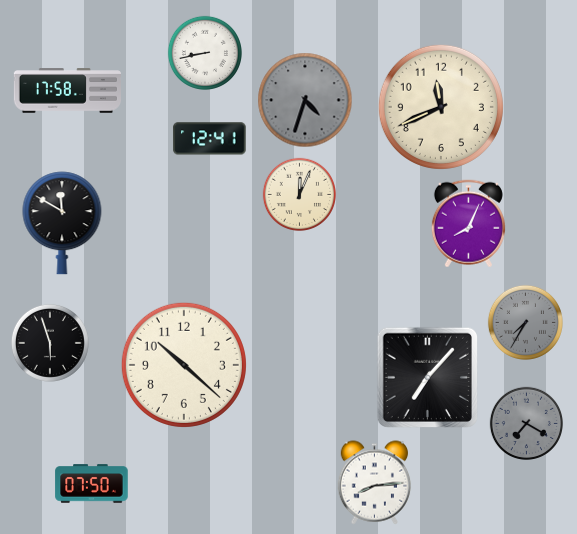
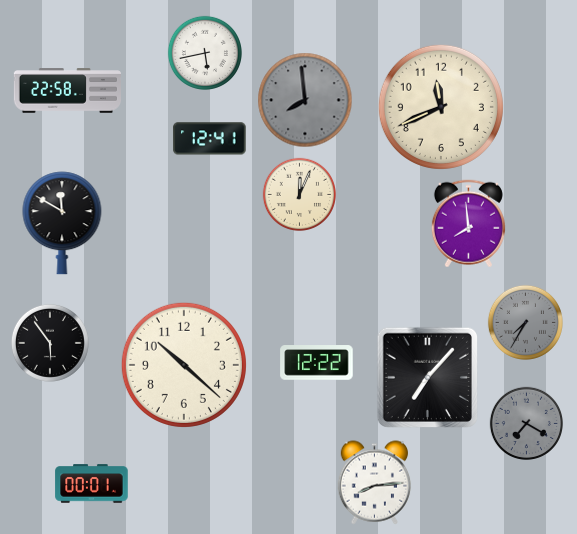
clock at (204, 52): 8:43 -> 5:43
clock at (67, 91): 17:58 -> 22:58
clock at (305, 100): 4:33 -> 7:59
clock at (468, 224): 8:04 -> 7:59
clock at (50, 343): 5:57 -> 5:54
clock at (317, 363): none -> 12:22
clock at (92, 484): 07:50 -> 00:01
